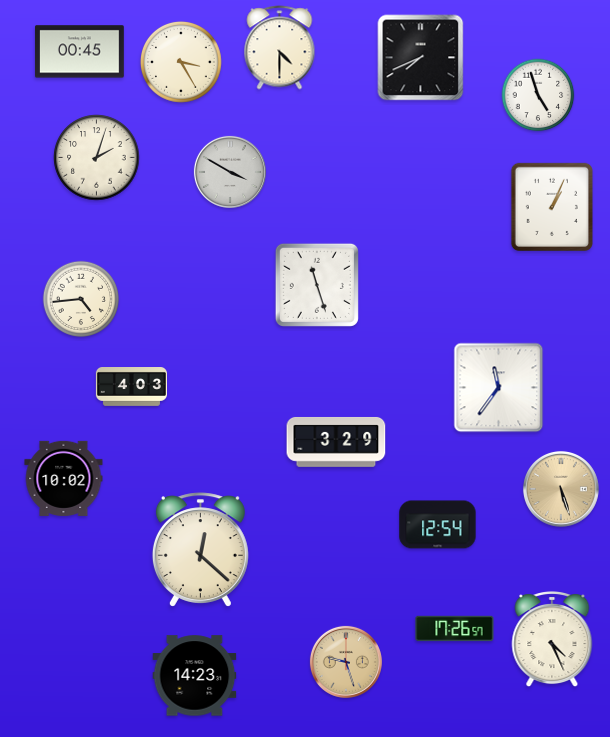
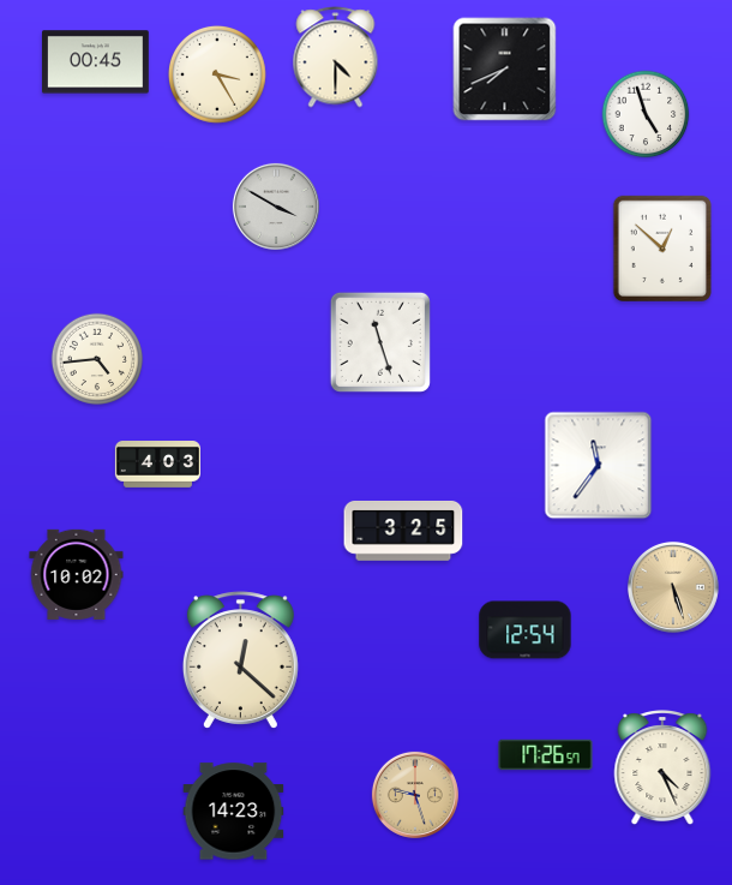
clock at (97, 158): 2:03 -> none
clock at (552, 206): 1:04 -> 12:52
clock at (336, 442): 3:29 -> 3:25
